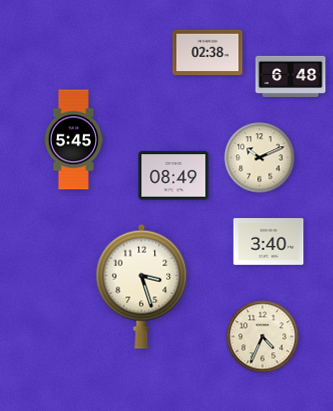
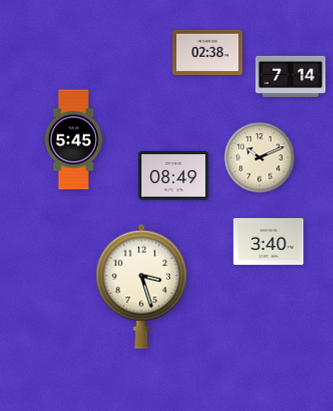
clock at (291, 76): 6:48 -> 7:14
clock at (263, 337): 4:34 -> none
